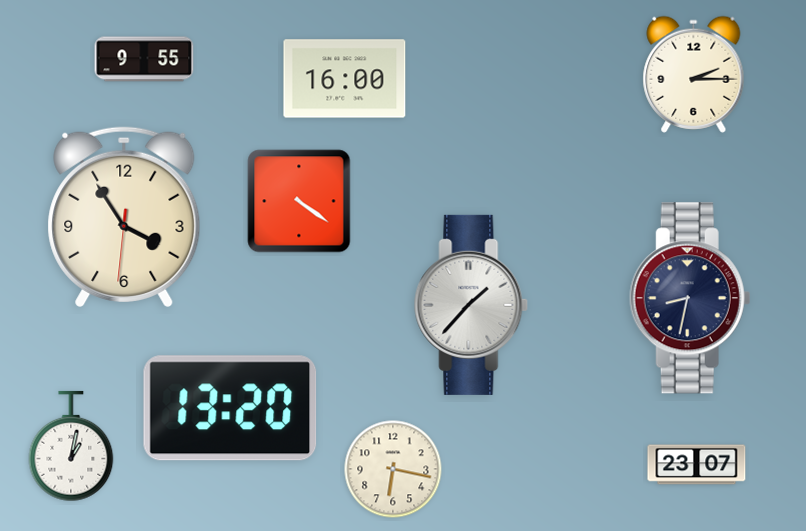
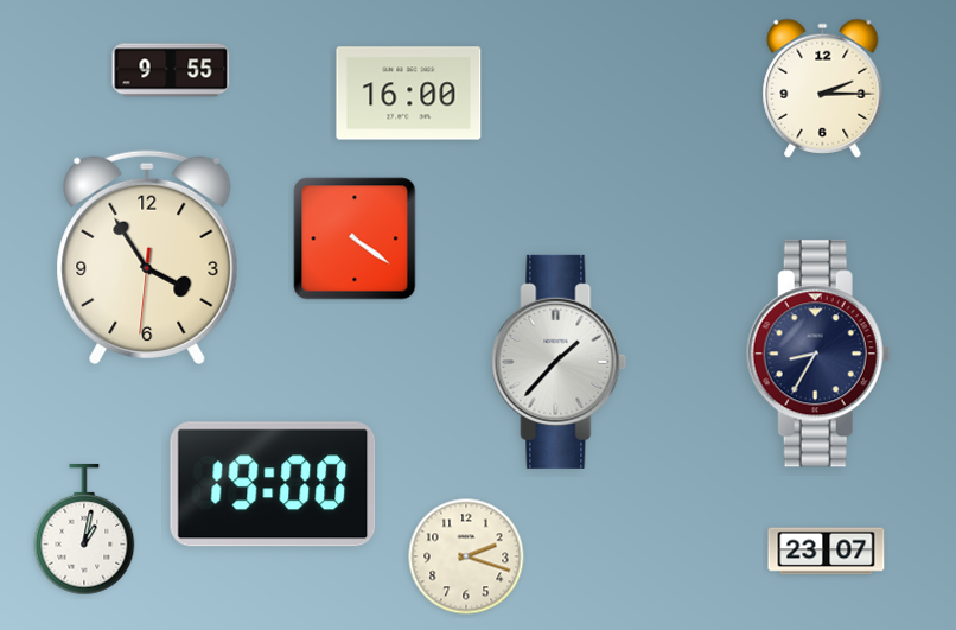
clock at (690, 298): 8:32 -> 8:35
clock at (230, 408): 13:20 -> 19:00
clock at (393, 469): 6:17 -> 2:18
